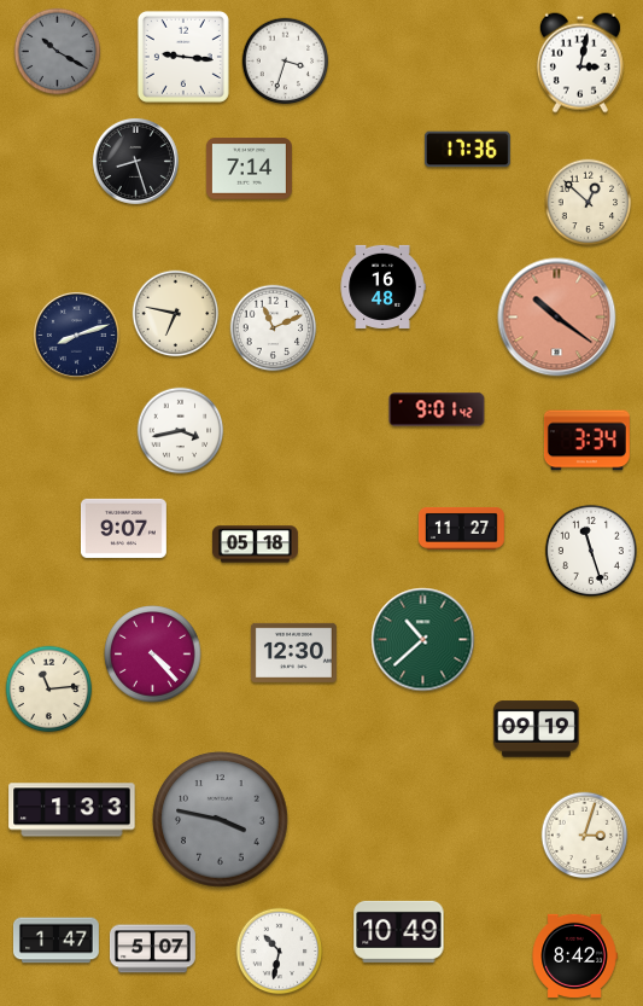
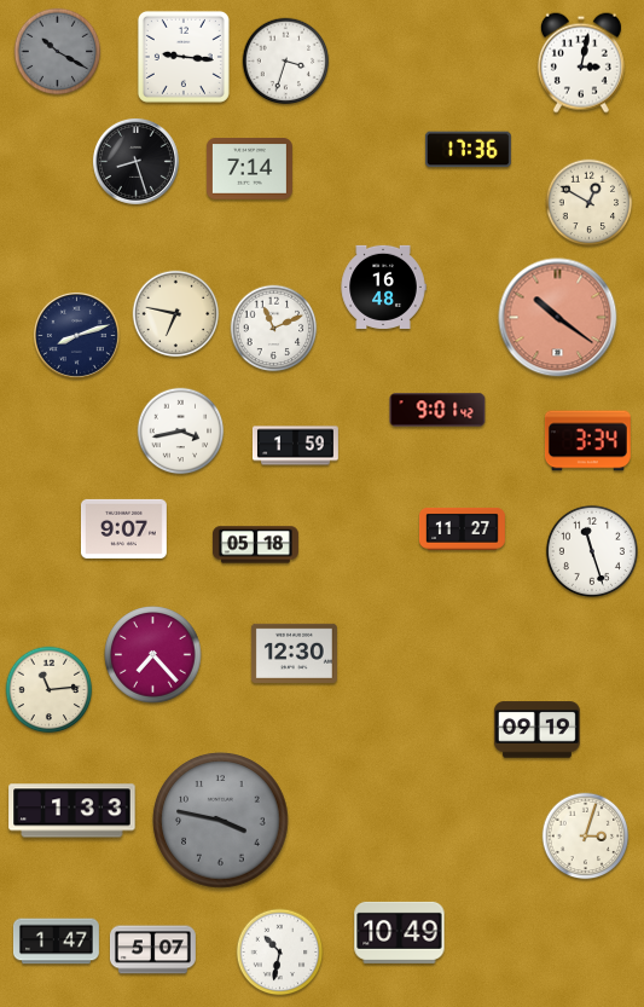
clock at (589, 203): 12:52 -> 12:50
clock at (295, 446): none -> 1:59
clock at (423, 640): 10:38 -> none
clock at (153, 655): 4:23 -> 7:23
clock at (574, 955): 8:42 -> none
